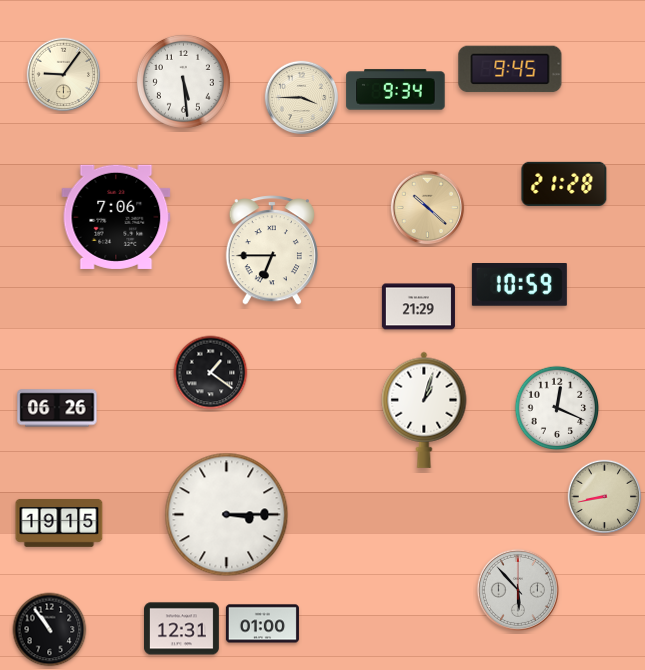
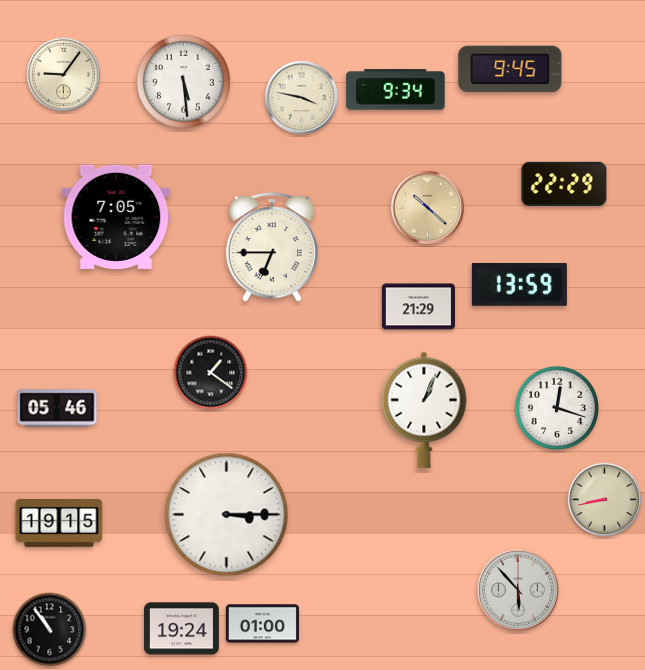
clock at (302, 98): 3:45 -> 3:47
clock at (564, 184): 21:28 -> 22:29
clock at (116, 217): 7:06 -> 7:05
clock at (271, 250) position: (271, 250) -> (271, 247)
clock at (519, 285): 10:59 -> 13:59
clock at (57, 408): 06:26 -> 05:46
clock at (557, 408): 12:19 -> 12:18
clock at (424, 410): 1:03 -> 1:04
clock at (605, 497) position: (605, 497) -> (605, 500)
clock at (182, 629): 12:31 -> 19:24
